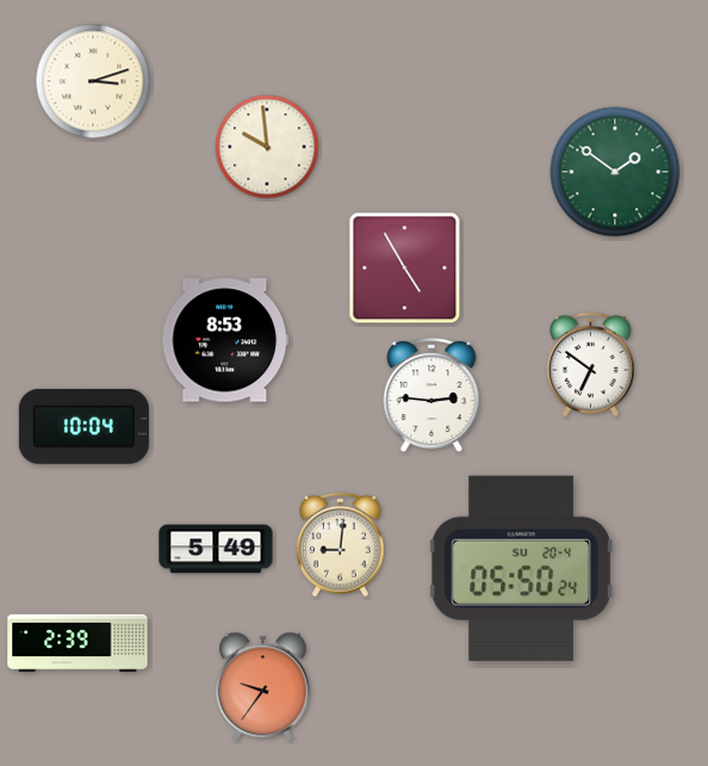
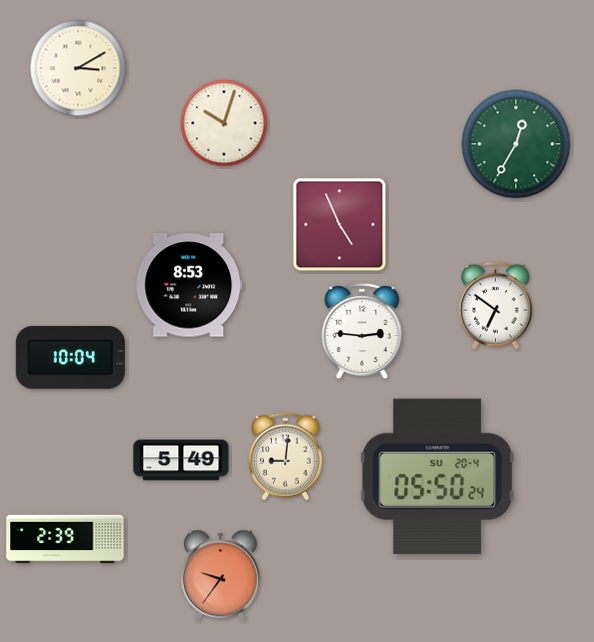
clock at (93, 81): 3:12 -> 3:10
clock at (267, 147): 9:59 -> 10:03
clock at (615, 172): 1:51 -> 12:35
clock at (405, 268): 4:55 -> 4:56
